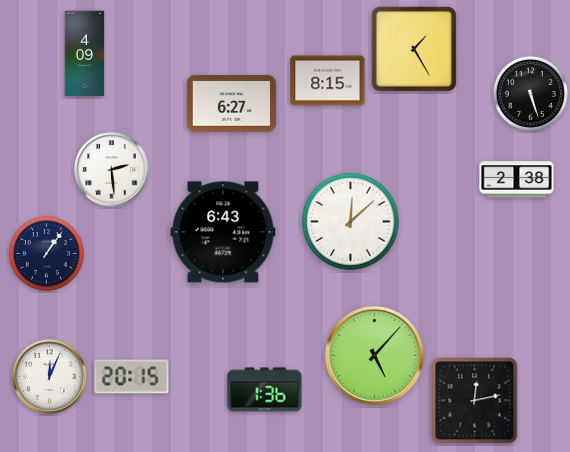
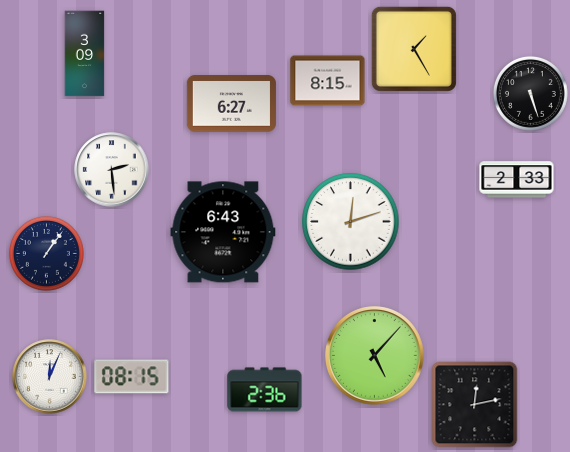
clock at (85, 54): 4:09 -> 3:09
clock at (517, 180): 2:38 -> 2:33
clock at (351, 222): 12:08 -> 12:12
clock at (132, 377): 20:15 -> 08:15
clock at (265, 390): 1:36 -> 2:36
clock at (475, 401) position: (475, 401) -> (475, 405)
